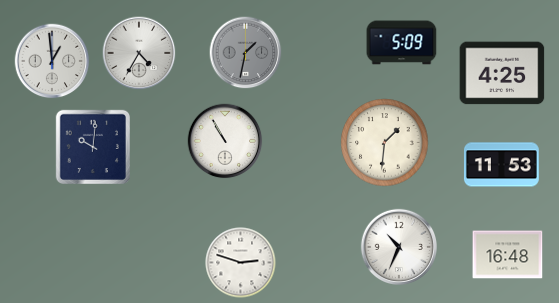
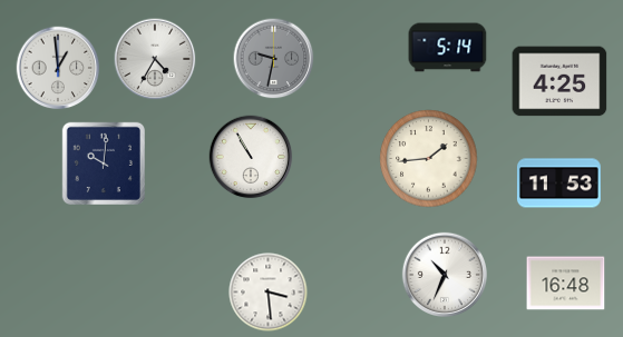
clock at (402, 43): 5:09 -> 5:14
clock at (246, 53): 1:32 -> 9:32
clock at (385, 143): 1:31 -> 1:44
clock at (241, 263): 2:48 -> 3:29
